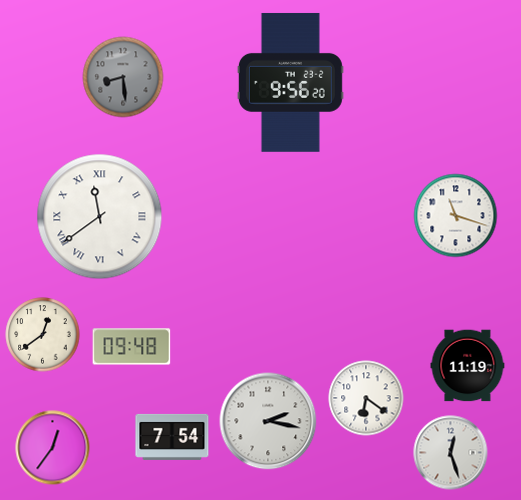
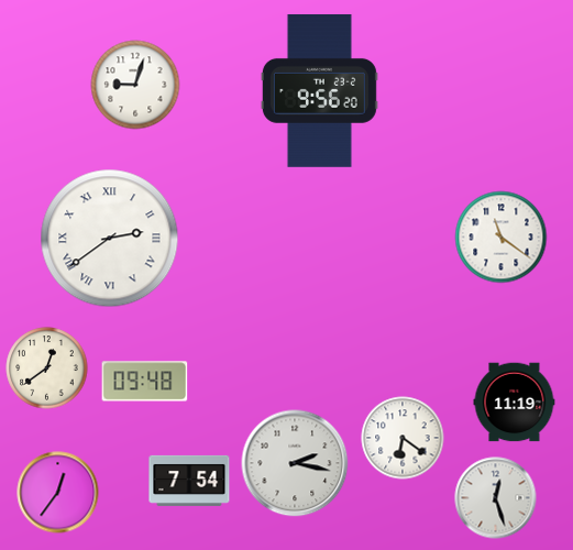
clock at (123, 77): 8:29 -> 9:03
clock at (123, 77) dial: grey -> white
clock at (456, 216): 11:18 -> 11:21
clock at (100, 217): 11:39 -> 2:39
